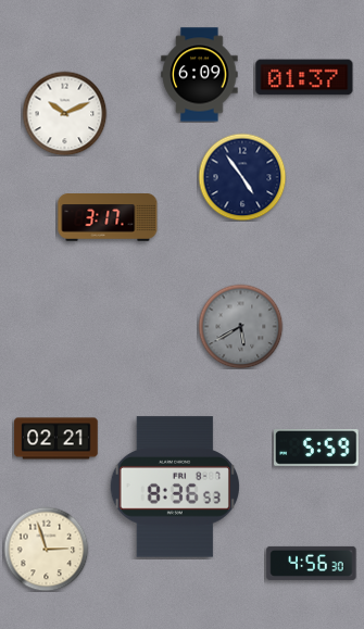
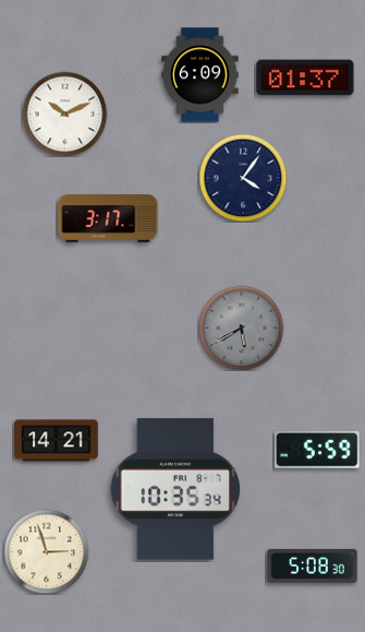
clock at (242, 177): 4:54 -> 4:06
clock at (57, 439): 02:21 -> 14:21
clock at (174, 487): 8:36 -> 10:35
clock at (312, 563): 4:56 -> 5:08
